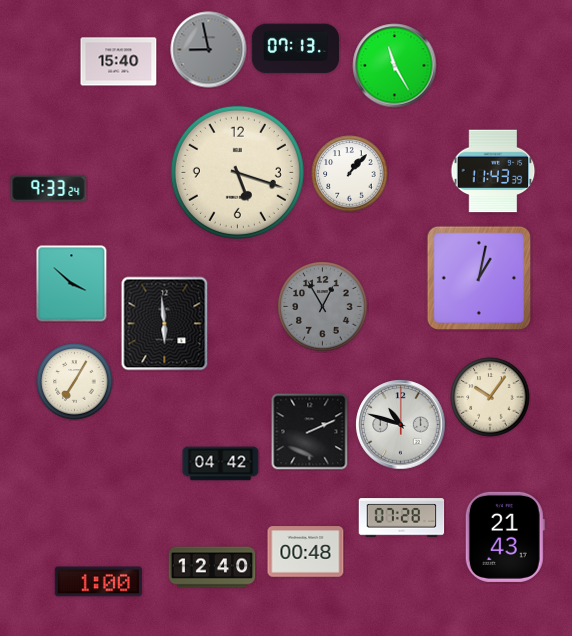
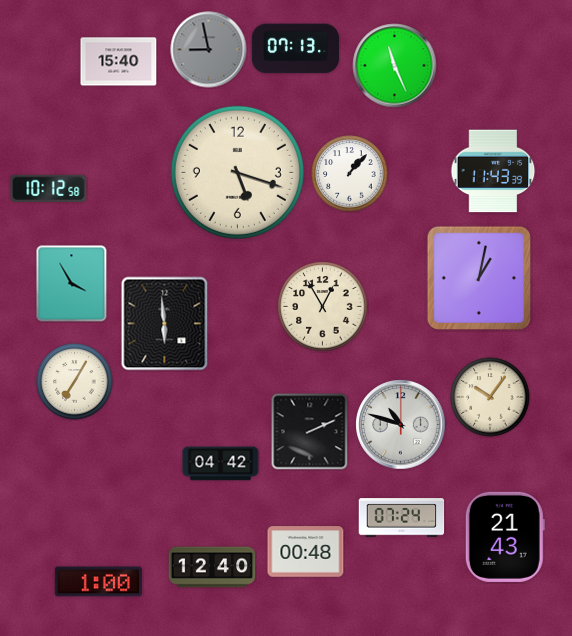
clock at (395, 66): 11:25 -> 11:26
clock at (49, 188): 9:33 -> 10:12
clock at (72, 284): 3:52 -> 3:55
clock at (323, 307) dial: grey -> cream
clock at (402, 518): 07:28 -> 07:24
